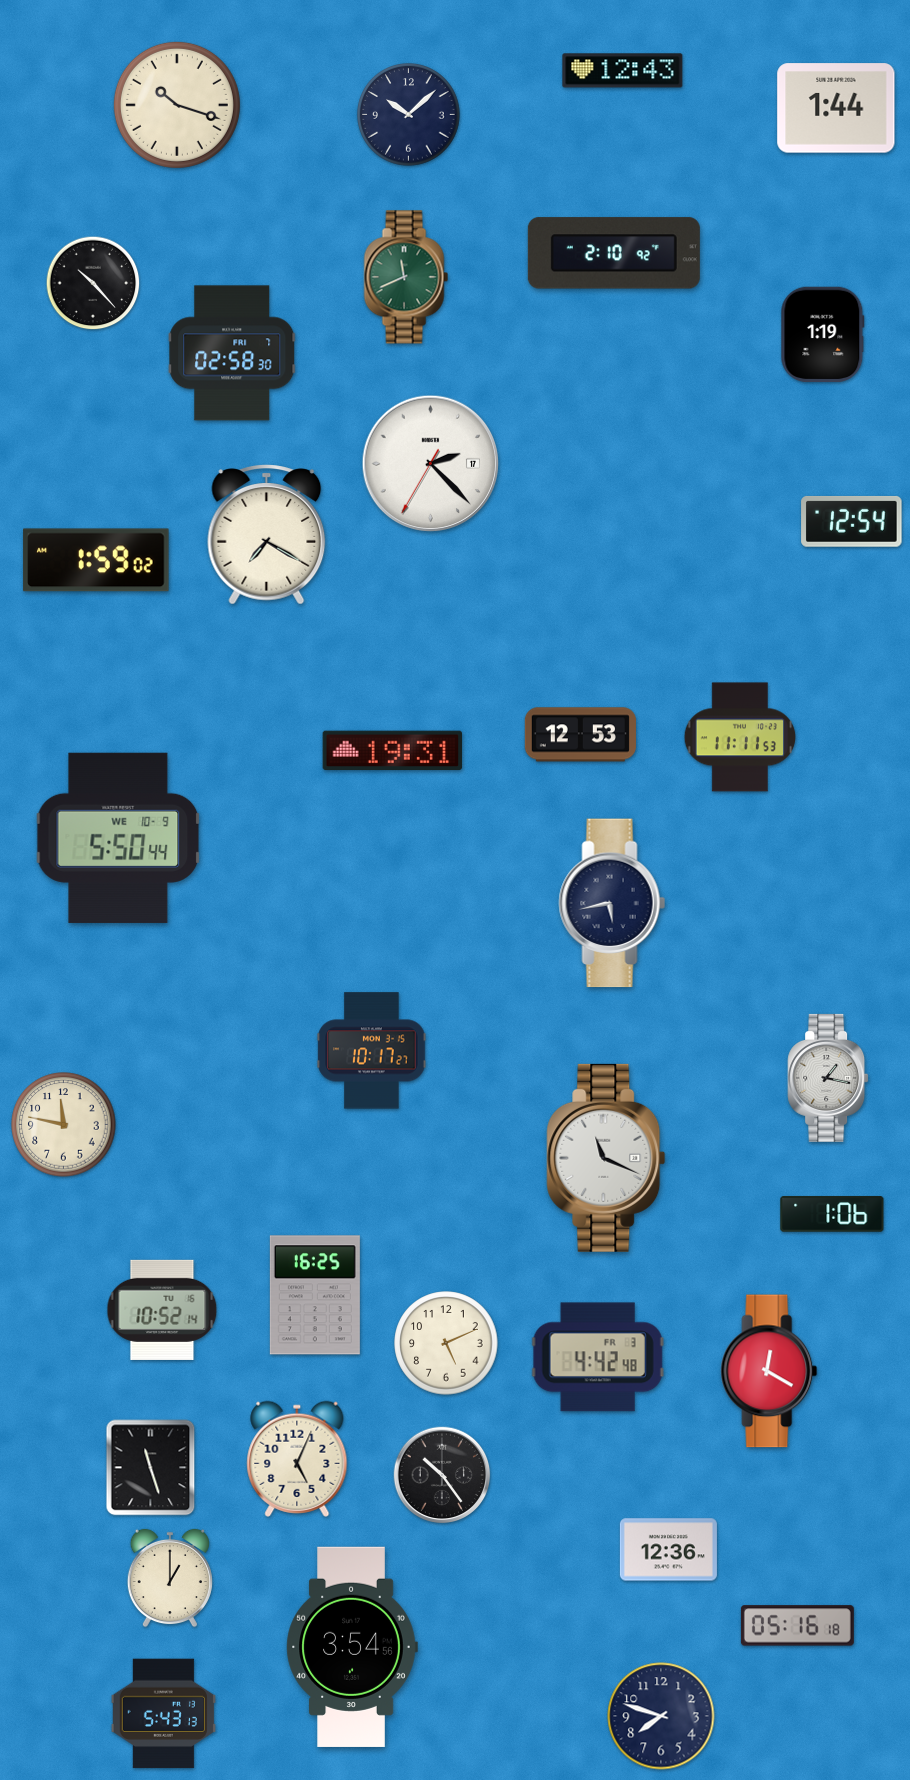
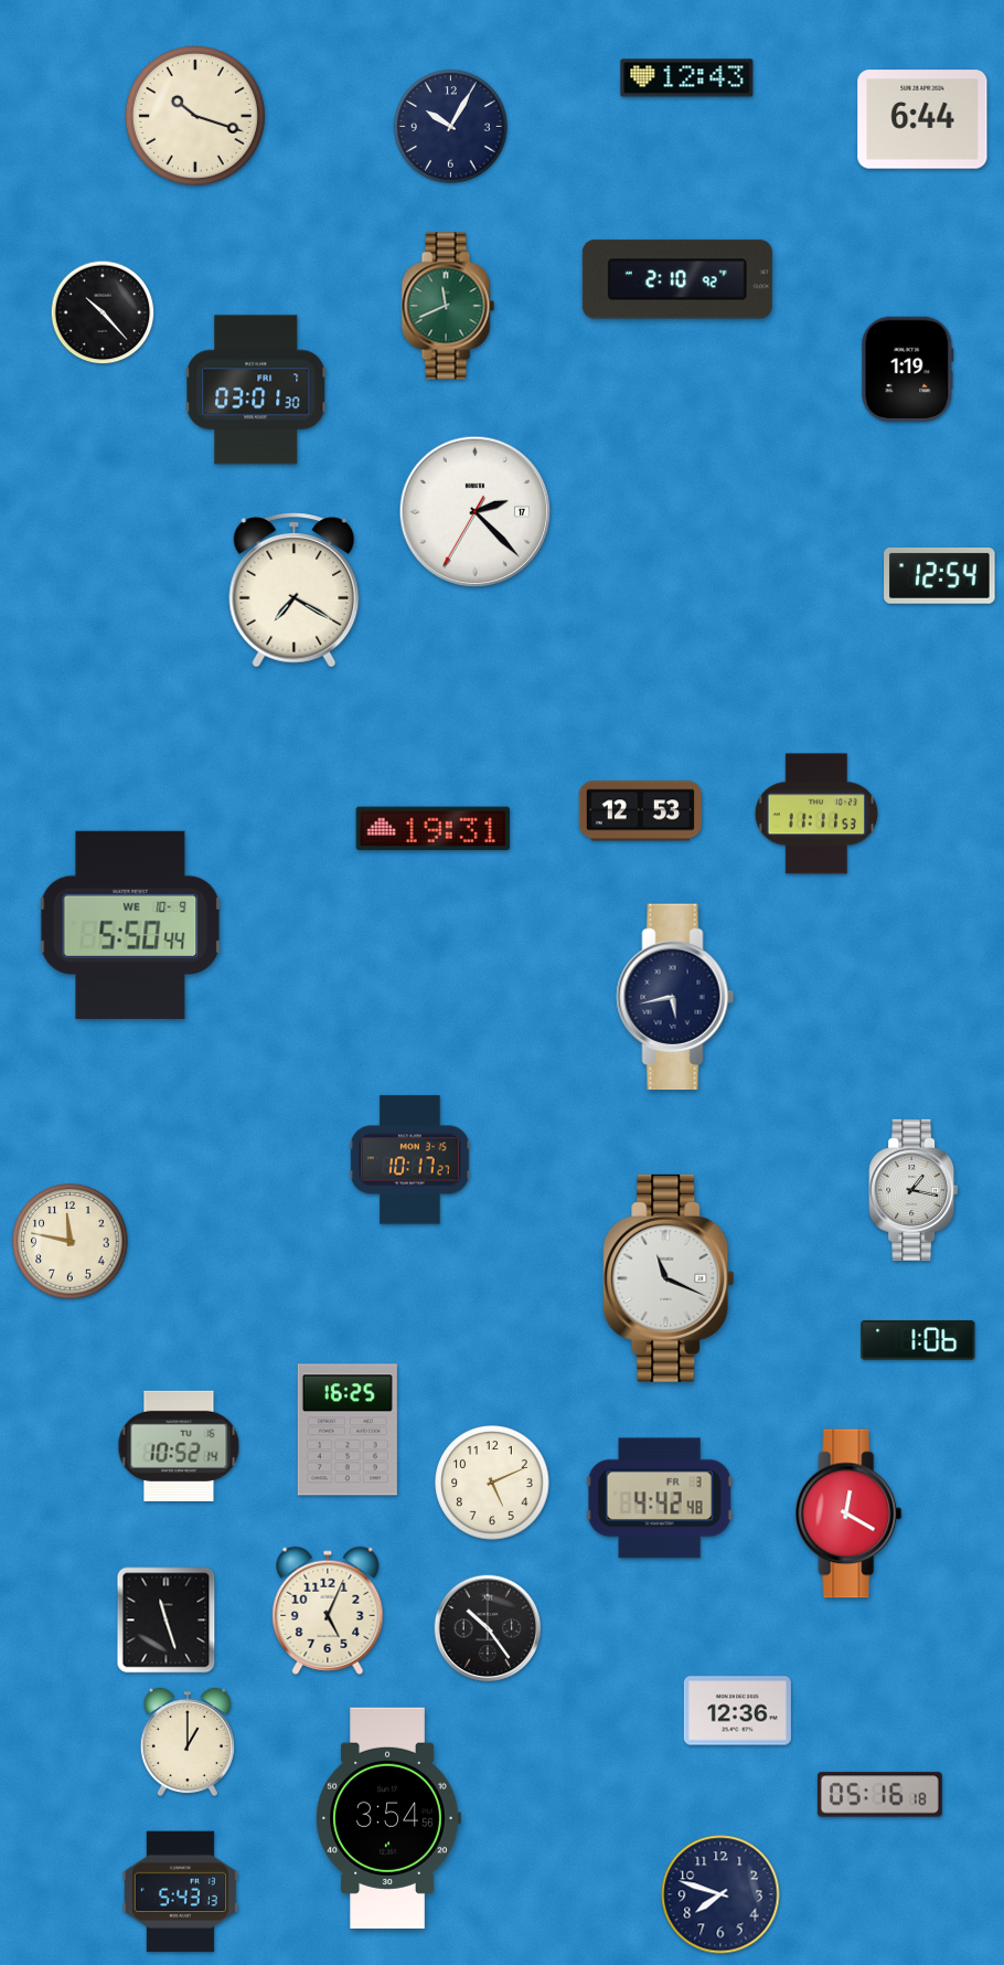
clock at (836, 108): 1:44 -> 6:44
clock at (409, 115): 10:08 -> 10:05
clock at (232, 353): 02:58 -> 03:01
clock at (96, 560): 1:59 -> none
clock at (661, 1716) position: (661, 1716) -> (720, 1894)
